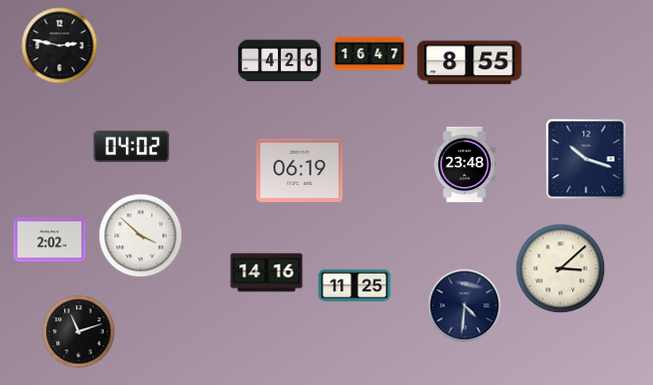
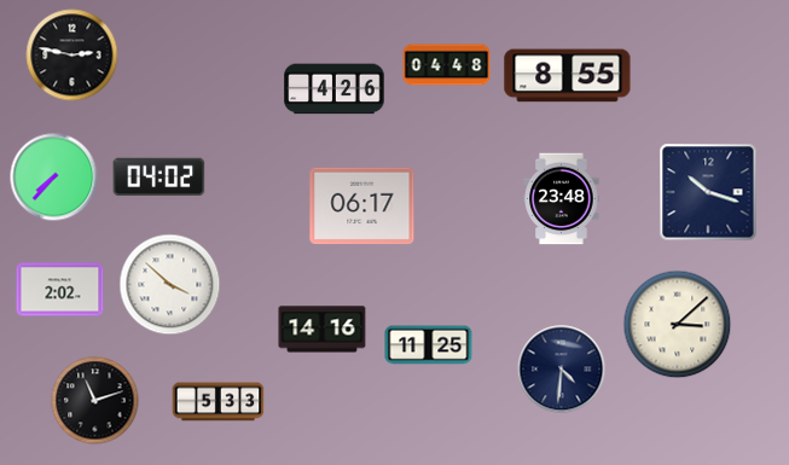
clock at (370, 54): 16:47 -> 04:48
clock at (280, 61) position: (280, 61) -> (335, 89)
clock at (54, 178): none -> 7:37
clock at (300, 171): 06:19 -> 06:17
clock at (219, 402): none -> 5:33
